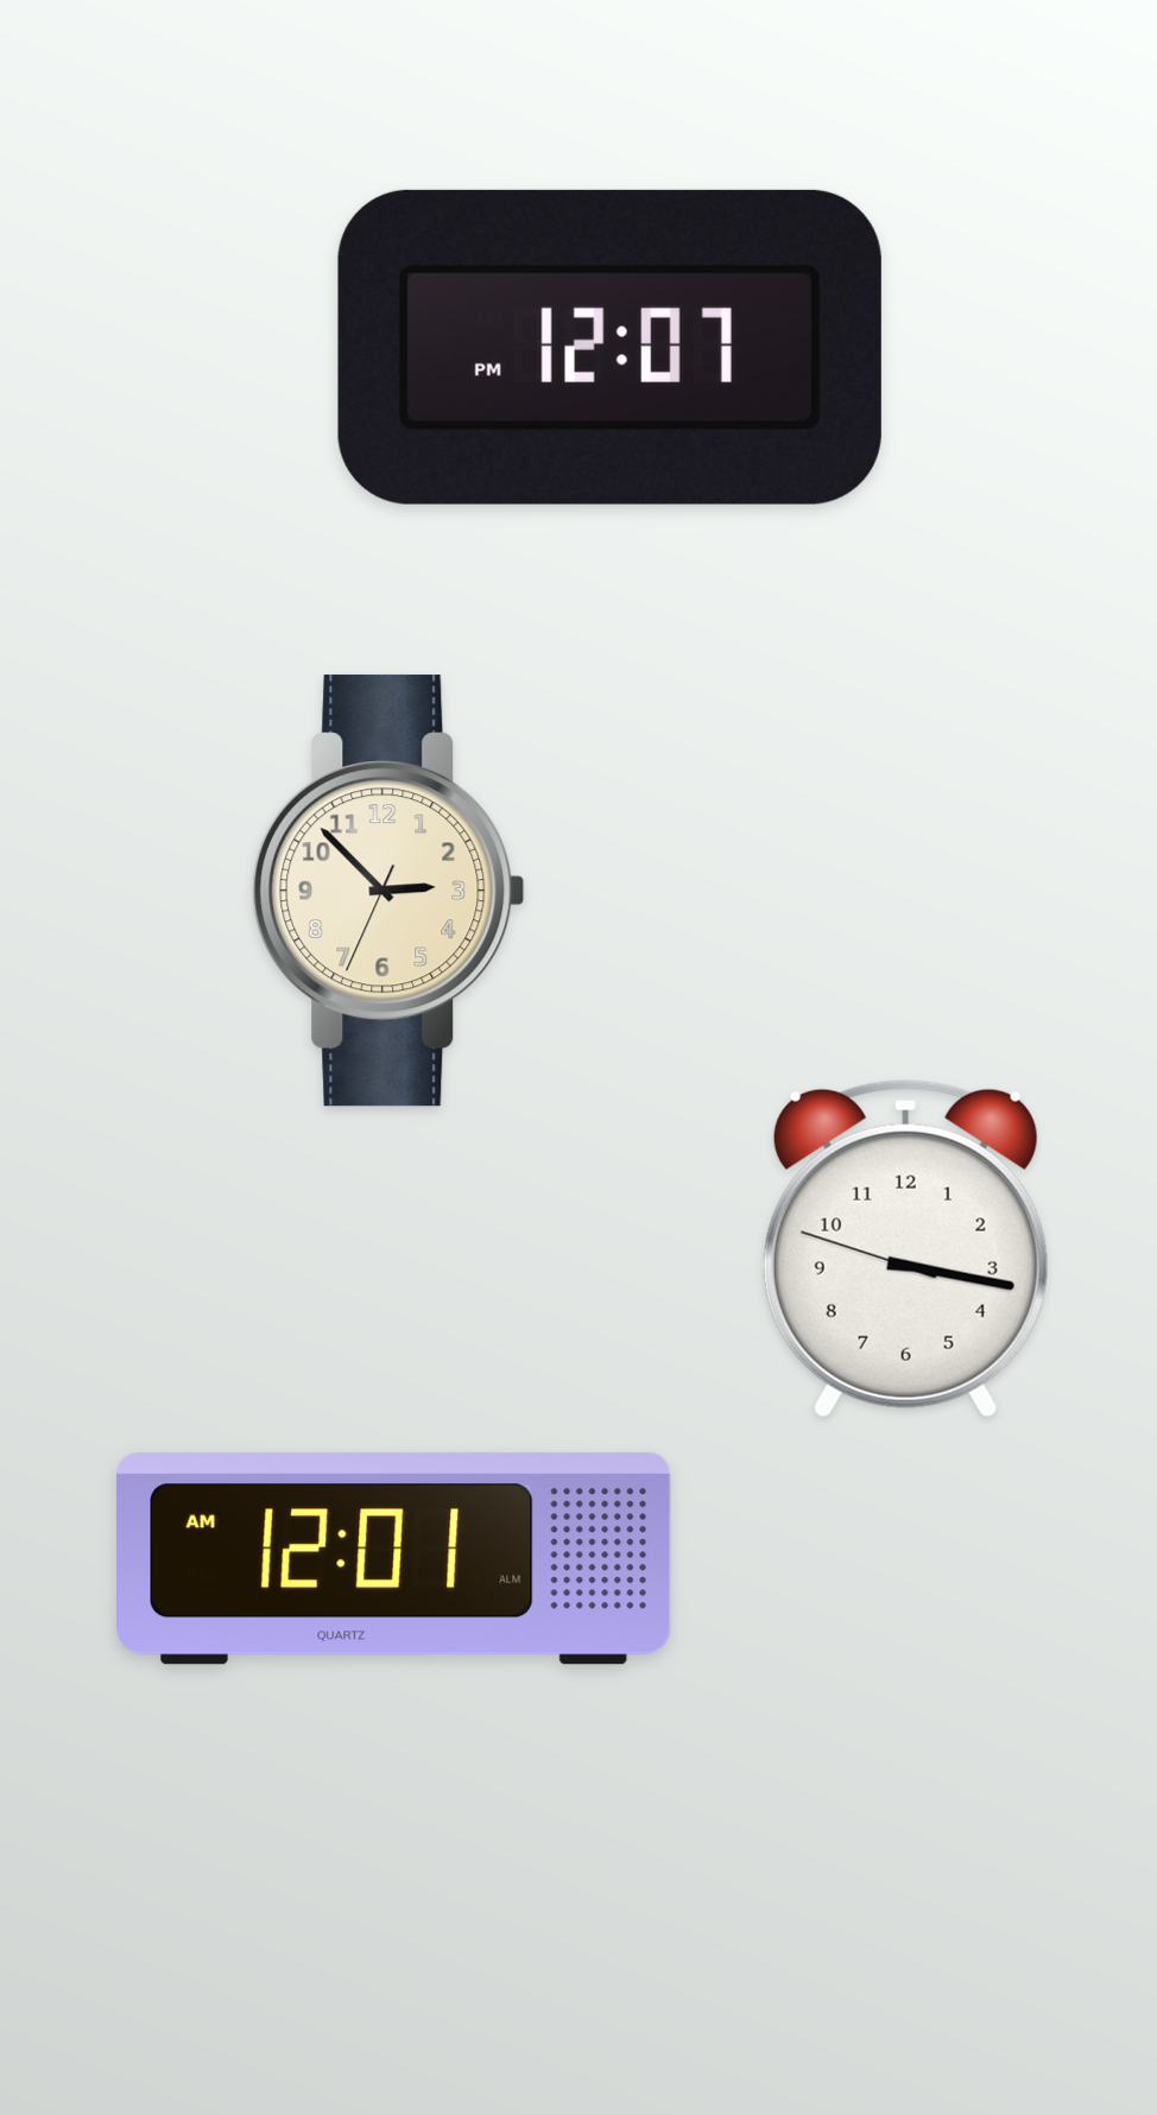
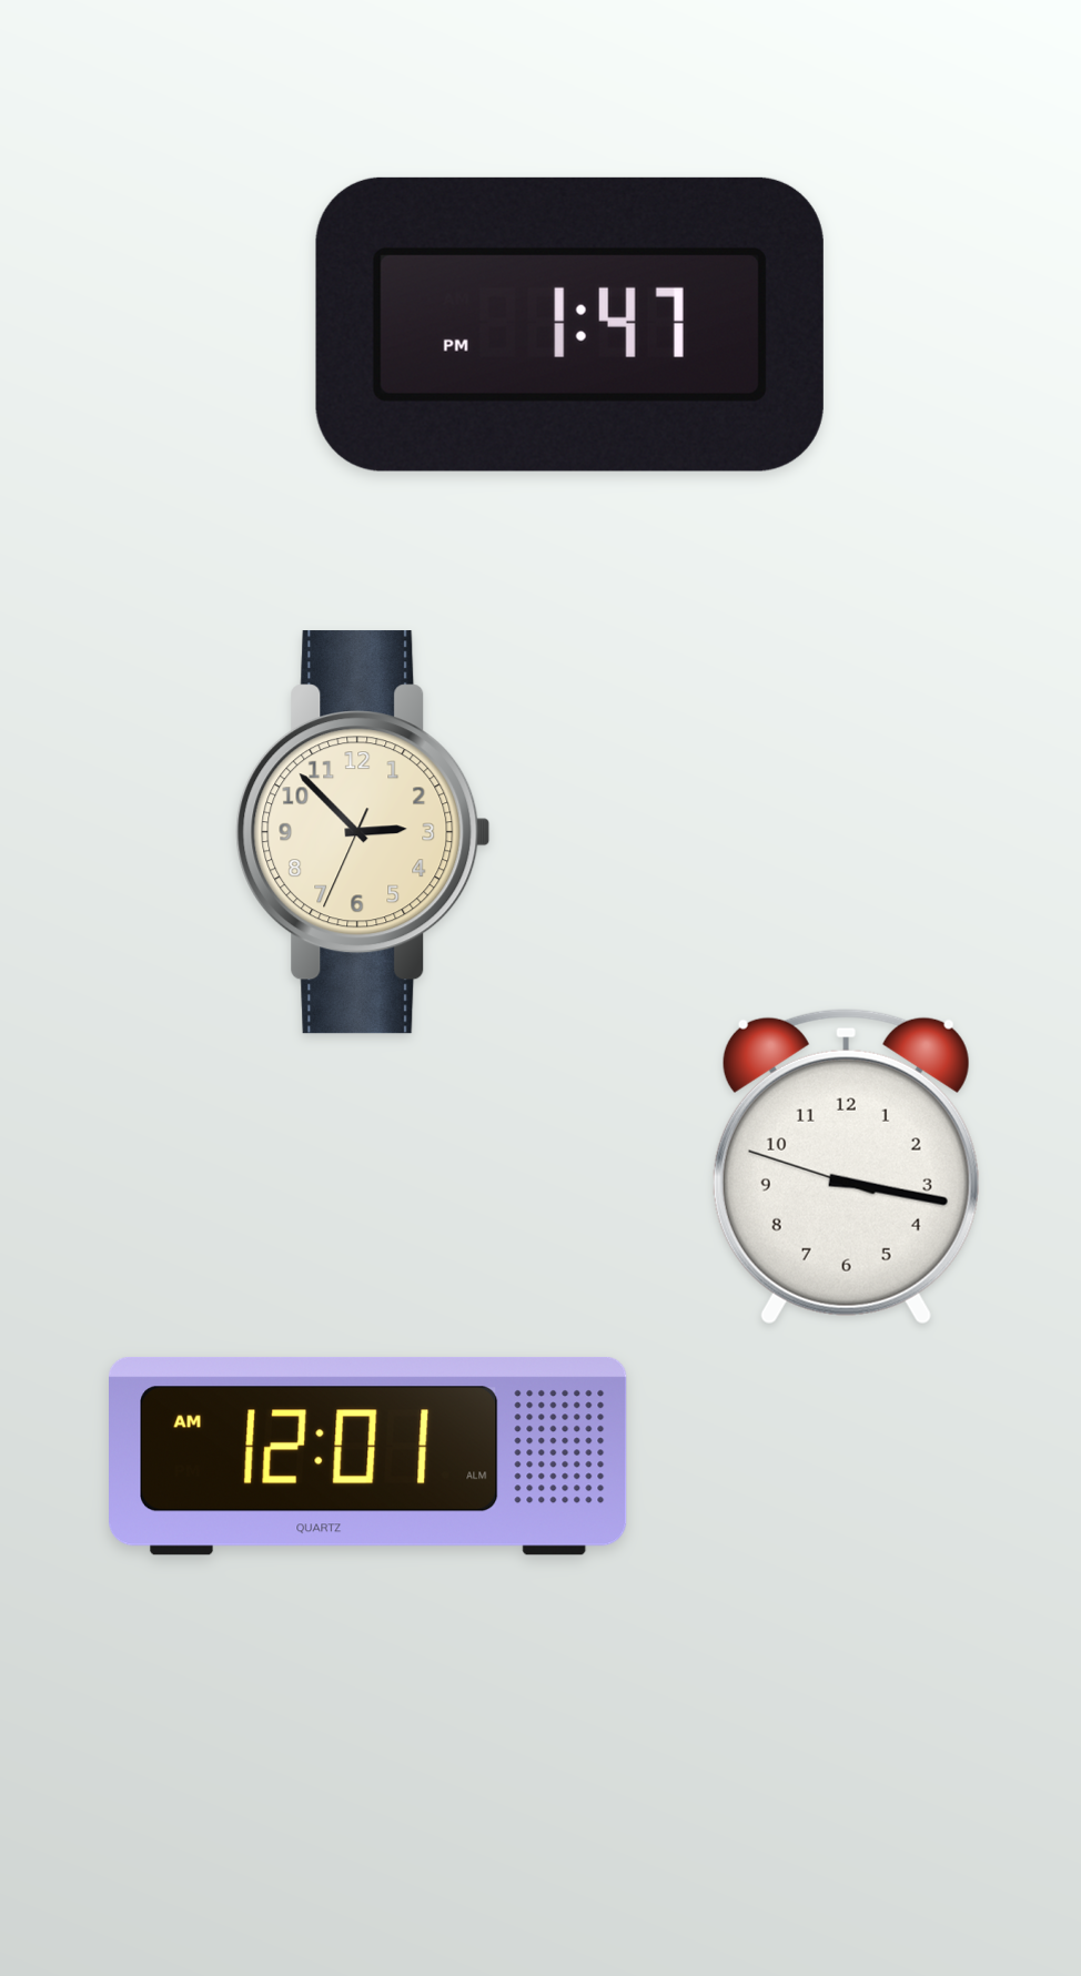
clock at (609, 347): 12:07 -> 1:47
